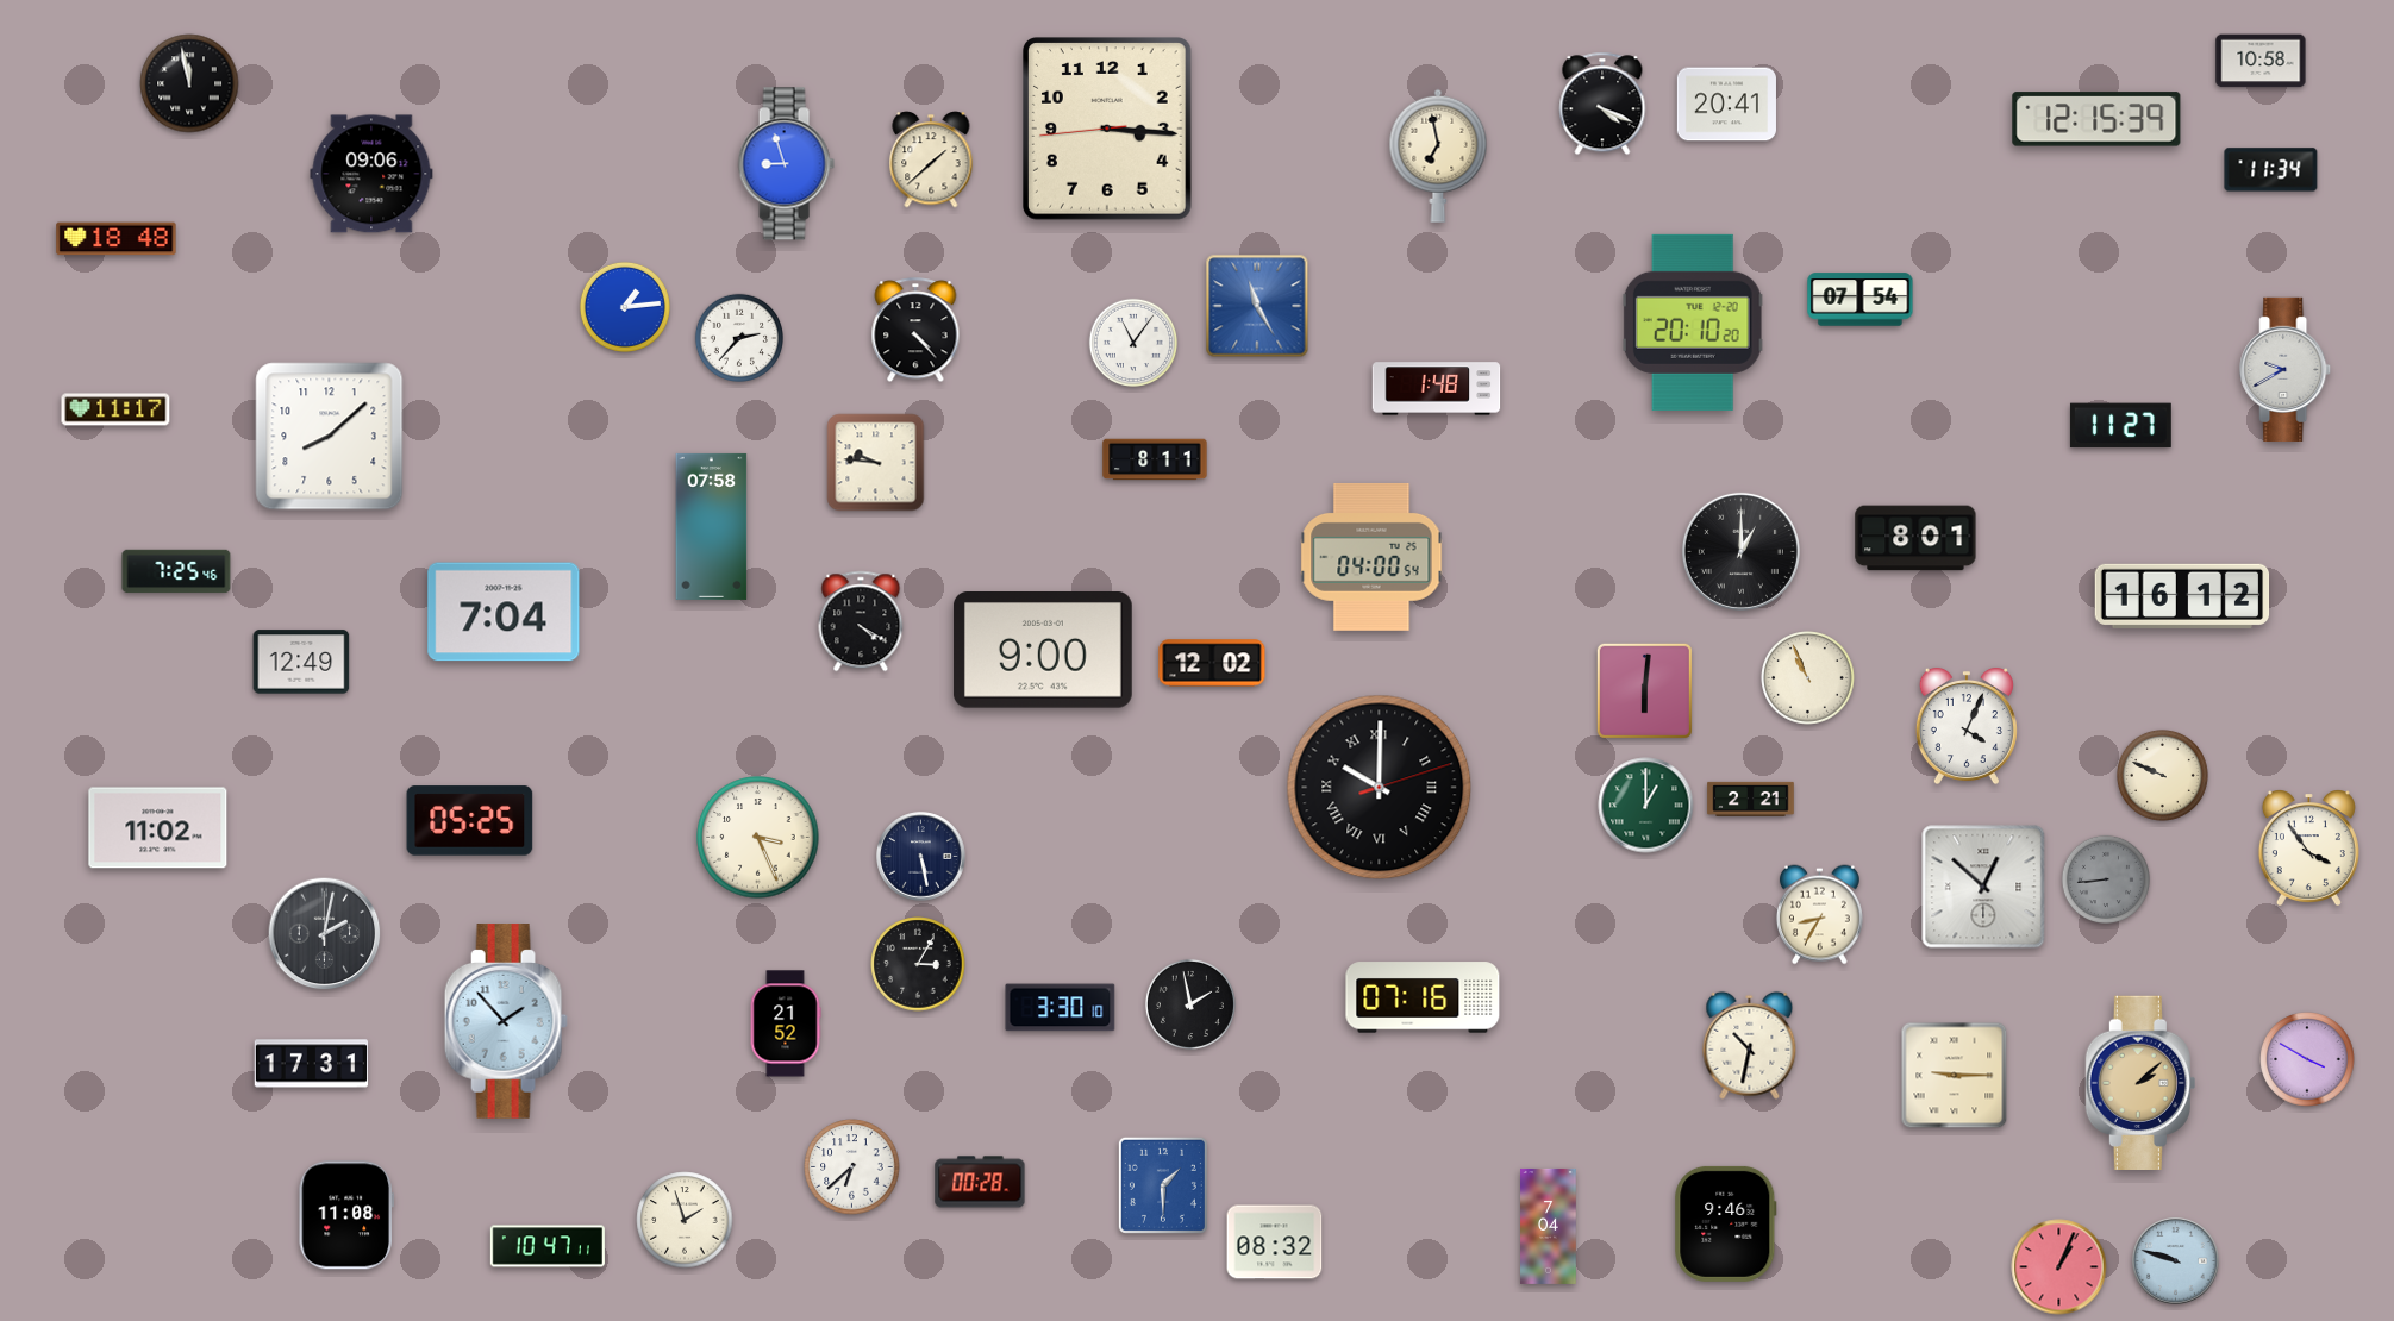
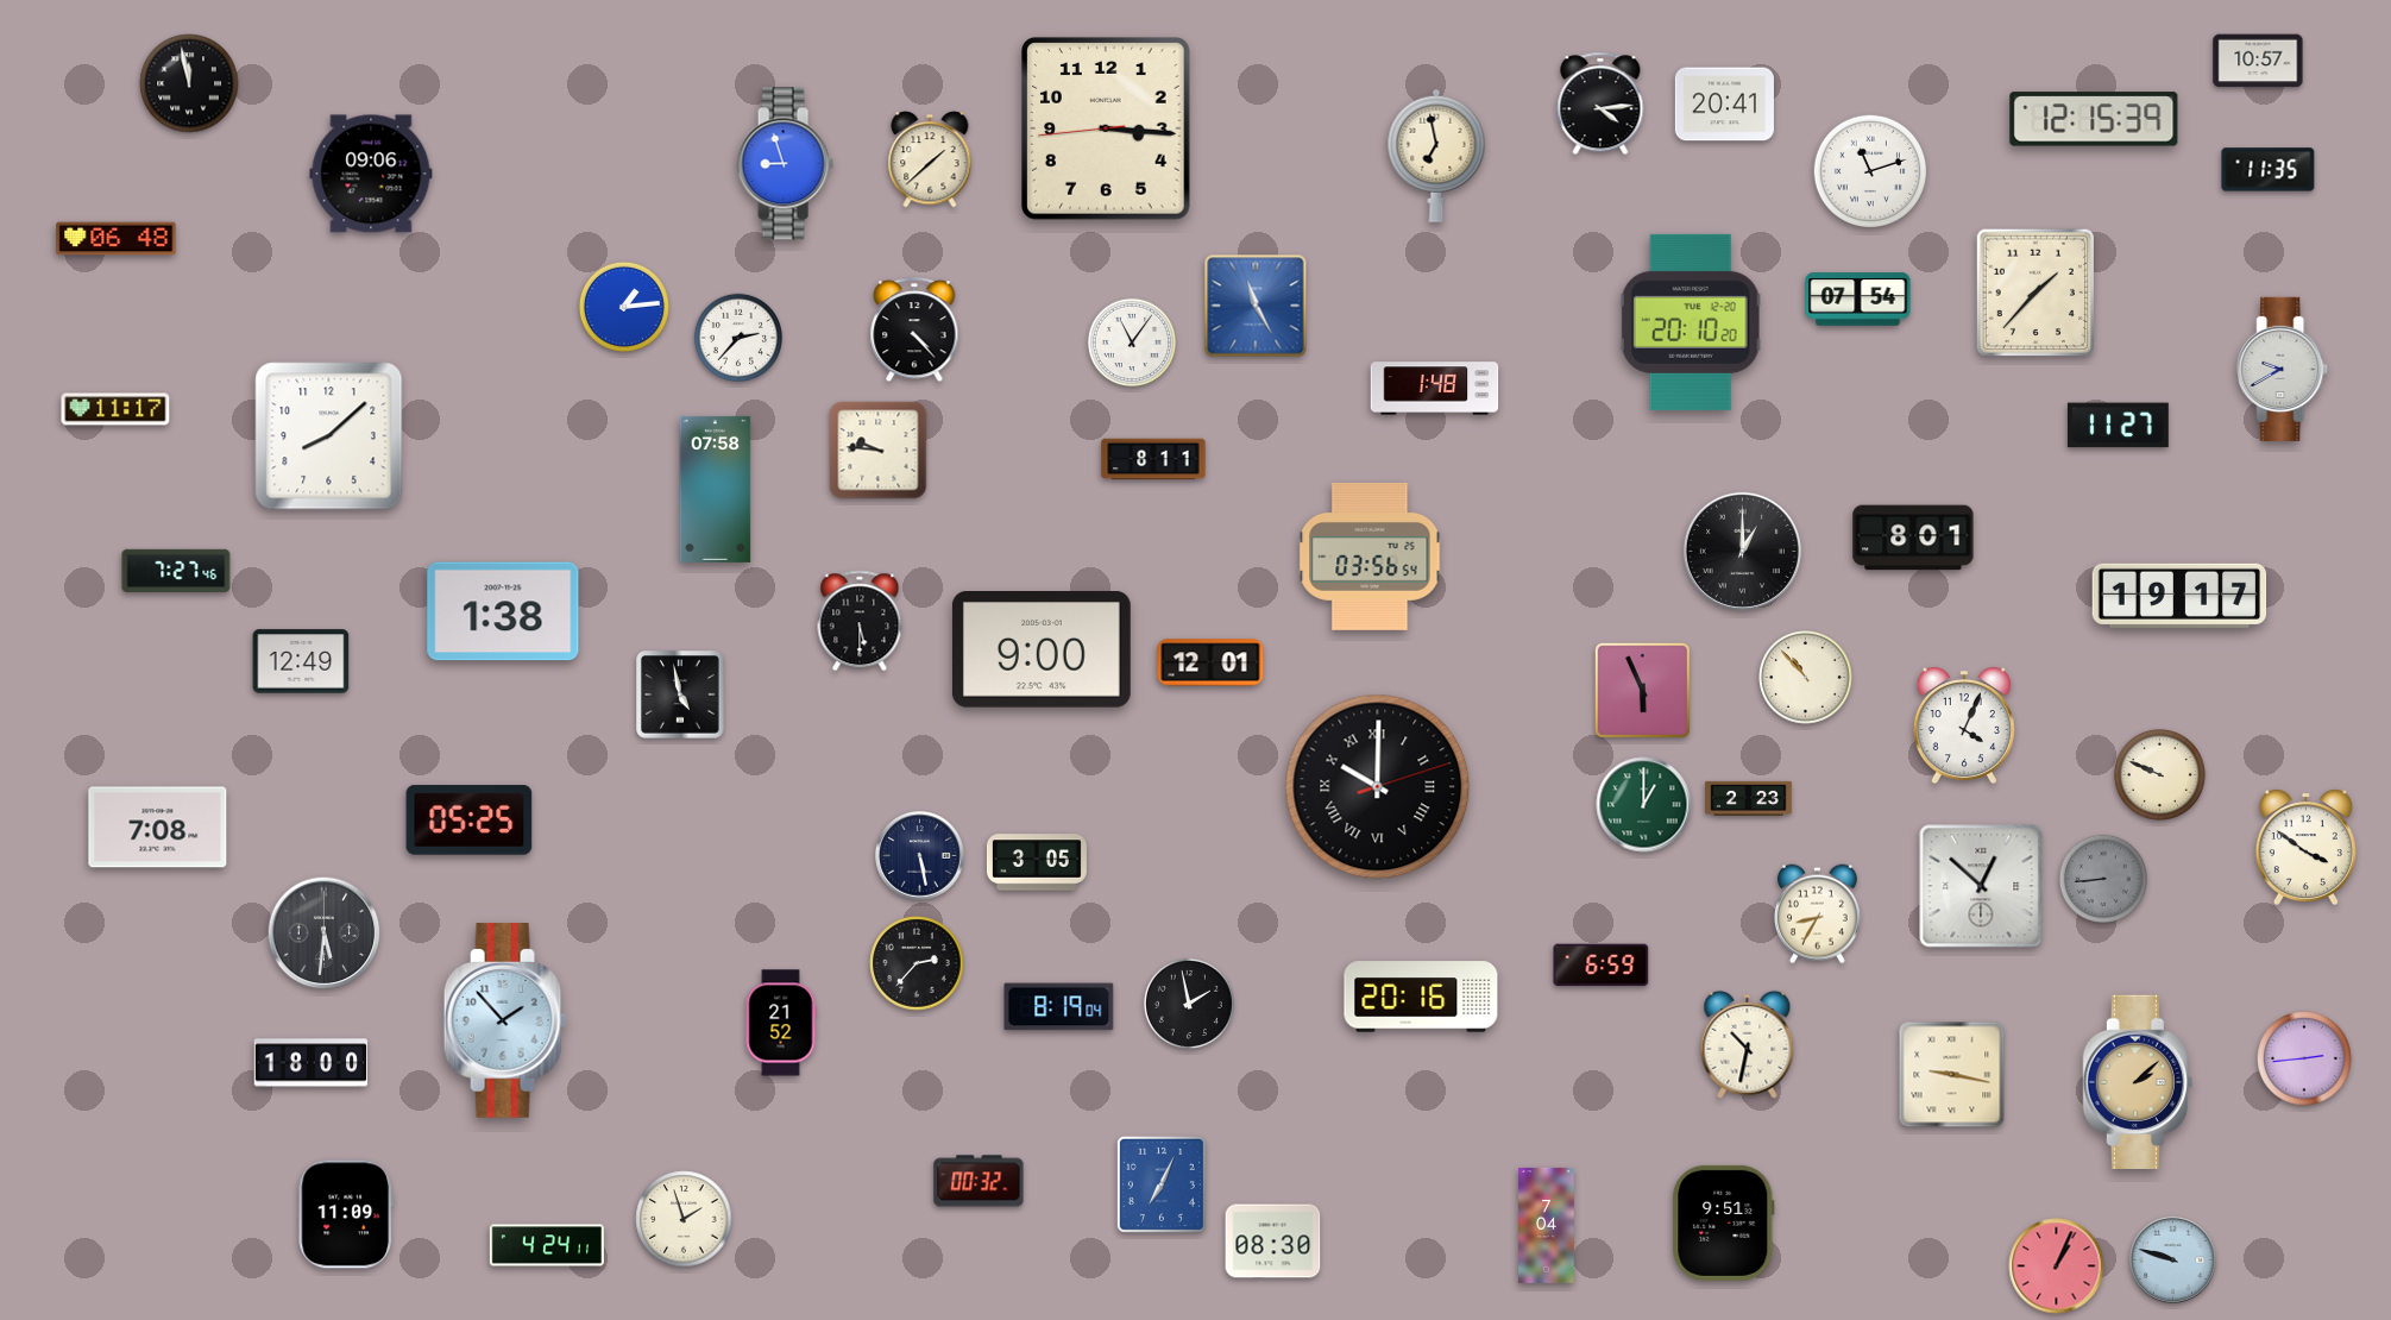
clock at (2261, 61): 10:58 -> 10:57
clock at (1602, 104): 4:19 -> 4:14
clock at (2271, 170): 11:34 -> 11:35
clock at (1870, 171): none -> 11:12
clock at (117, 239): 18:48 -> 06:48
clock at (2034, 291): none -> 1:37
clock at (876, 463) position: (876, 463) -> (879, 451)
clock at (712, 526) position: (712, 526) -> (716, 489)
clock at (1740, 551) position: (1740, 551) -> (1742, 551)
clock at (1371, 557): 04:00 -> 03:56
clock at (176, 571): 7:25 -> 7:27
clock at (2182, 596): 16:12 -> 19:17
clock at (504, 612): 7:04 -> 1:38
clock at (861, 621): 4:20 -> 5:30
clock at (1212, 663): 12:02 -> 12:01
clock at (1808, 678): 10:56 -> 10:53
clock at (1644, 690): 6:01 -> 5:56
clock at (680, 694): none -> 4:58
clock at (1751, 799): 2:21 -> 2:23
clock at (158, 828): 11:02 -> 7:08
clock at (758, 838): 3:26 -> none
clock at (2308, 849): 3:54 -> 3:51
clock at (1037, 862): none -> 3:05
clock at (325, 934): 2:02 -> 5:31
clock at (918, 964): 3:05 -> 2:37
clock at (1602, 966): none -> 6:59
clock at (1423, 997): 07:16 -> 20:16
clock at (1061, 1008): 3:30 -> 8:19
clock at (786, 1023) position: (786, 1023) -> (781, 1023)
clock at (2307, 1059): 3:50 -> 2:44
clock at (312, 1064): 17:31 -> 18:00
clock at (1955, 1076): 9:15 -> 9:17
clock at (852, 1167): 6:38 -> none
clock at (980, 1182): 00:28 -> 00:32
clock at (1163, 1185): 1:30 -> 7:04
clock at (346, 1215): 11:08 -> 11:09
clock at (1726, 1223): 9:46 -> 9:51
clock at (1275, 1242): 08:32 -> 08:30
clock at (548, 1246): 10:47 -> 4:24
